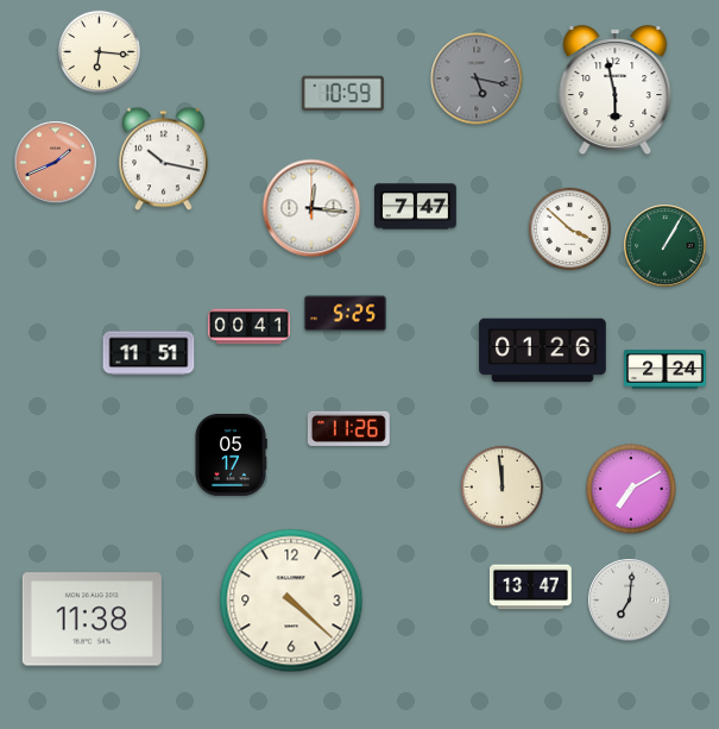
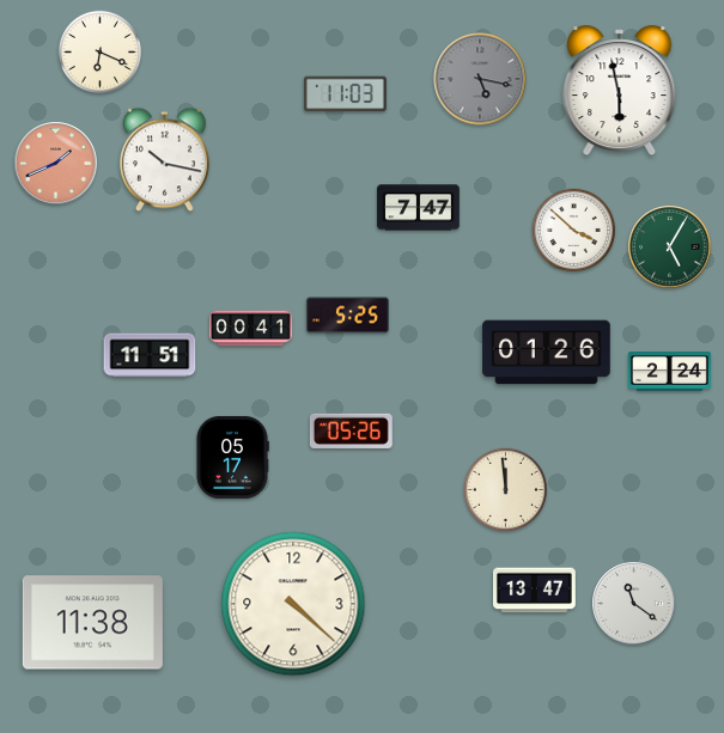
clock at (99, 51): 6:16 -> 6:19
clock at (343, 94): 10:59 -> 11:03
clock at (311, 208): 12:16 -> none
clock at (666, 246): 1:05 -> 5:05
clock at (348, 428): 11:26 -> 05:26
clock at (631, 489): 7:10 -> none
clock at (630, 601): 7:01 -> 11:21
